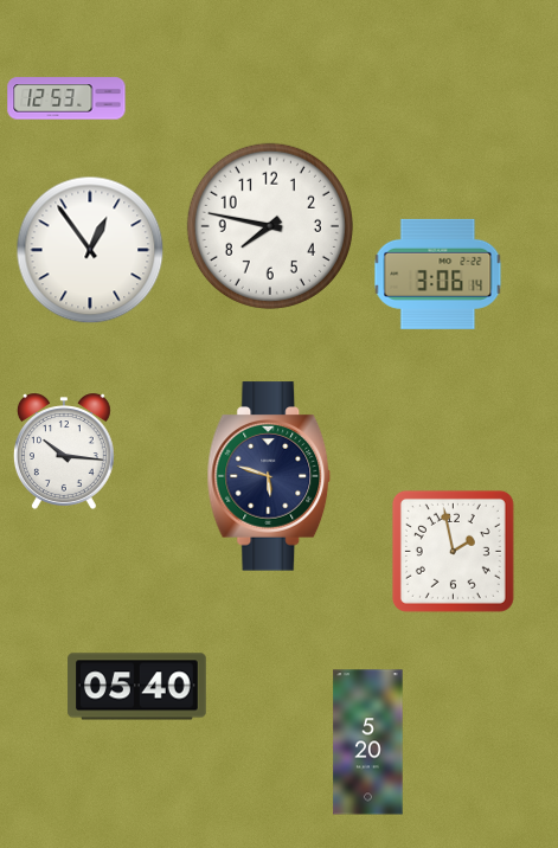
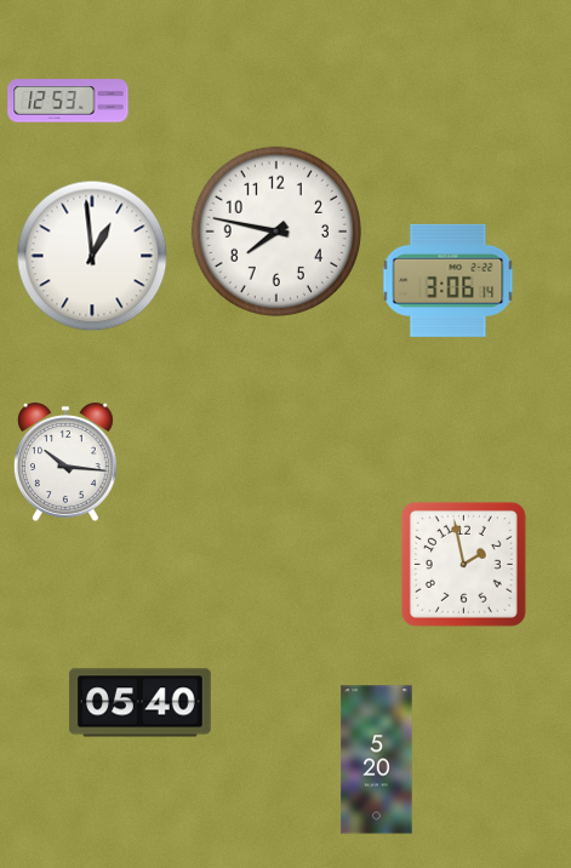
clock at (90, 250): 12:54 -> 12:59
clock at (269, 476): 5:48 -> none
